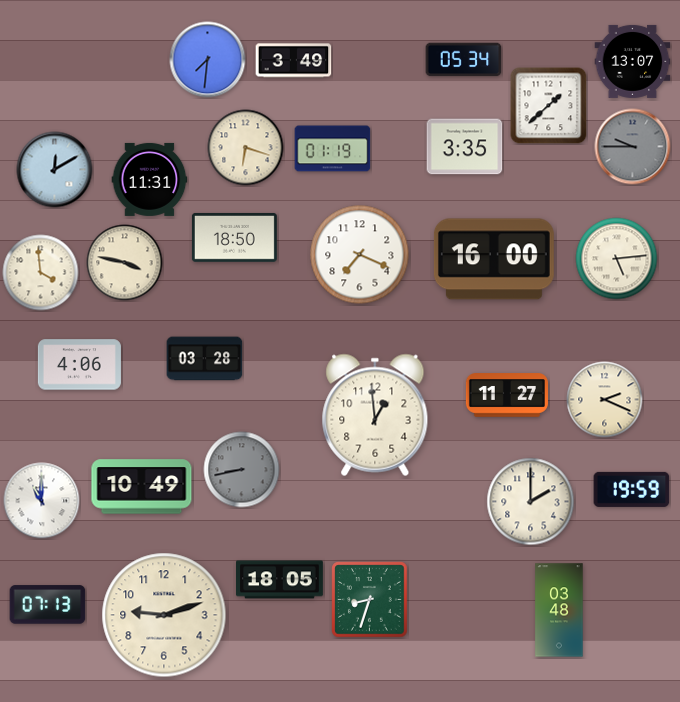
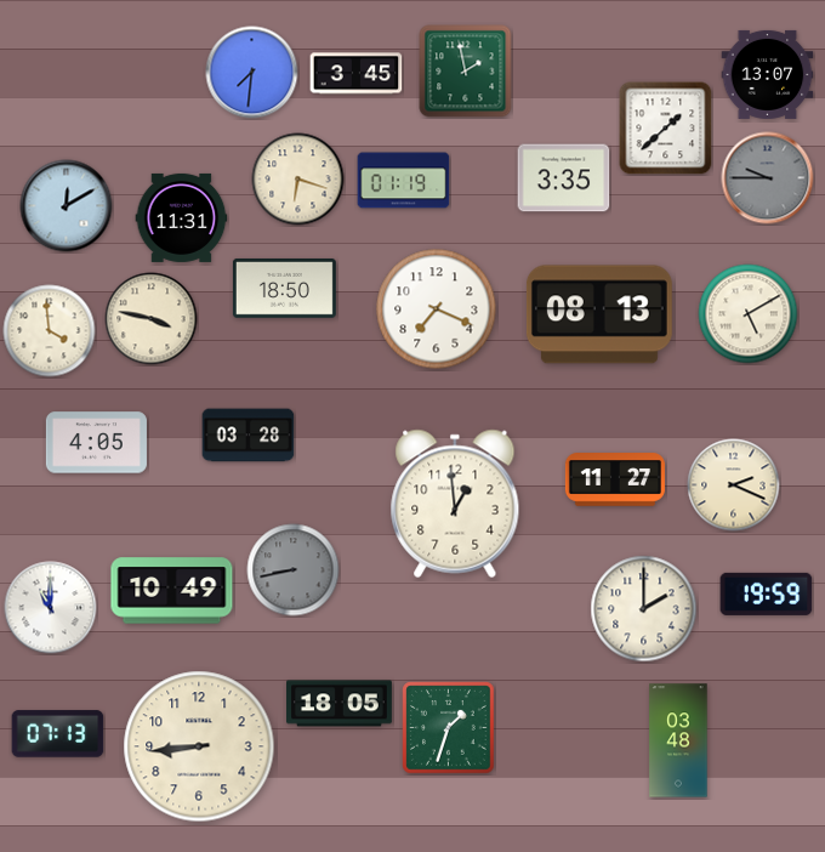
clock at (466, 72): none -> 1:58
clock at (464, 60): 05:34 -> none
clock at (294, 61): 3:49 -> 3:45
clock at (494, 259): 16:00 -> 08:13
clock at (617, 259): 5:14 -> 5:10
clock at (79, 365): 4:06 -> 4:05
clock at (370, 600): 8:33 -> 1:33
clock at (164, 615): 9:12 -> 8:44
